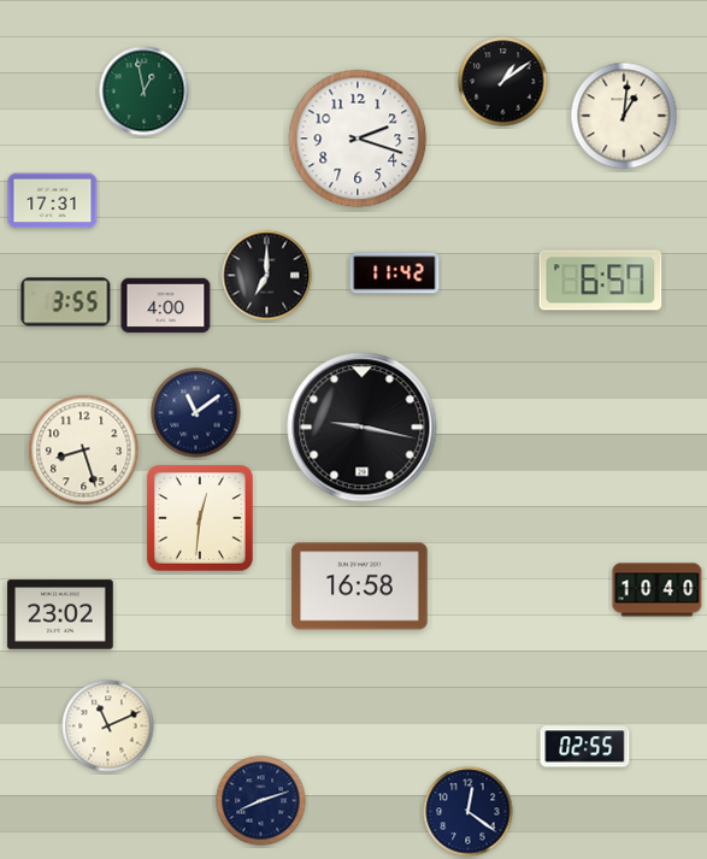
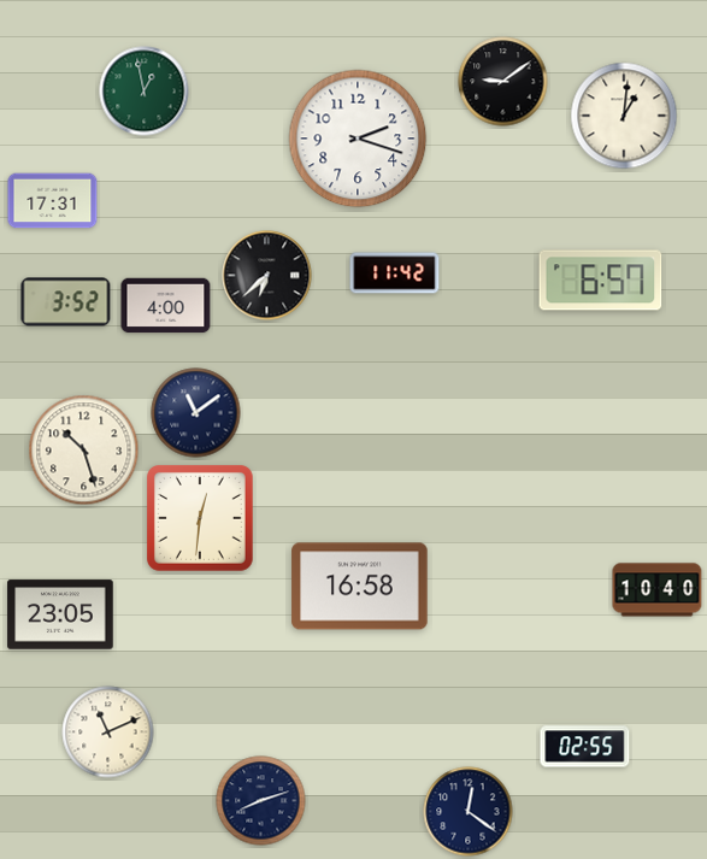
clock at (503, 82): 1:09 -> 9:09
clock at (267, 276): 7:00 -> 6:38
clock at (66, 302): 3:55 -> 3:52
clock at (363, 428): 9:17 -> none
clock at (84, 451): 8:27 -> 10:27
clock at (60, 614): 23:02 -> 23:05
clock at (108, 726) position: (108, 726) -> (108, 732)
